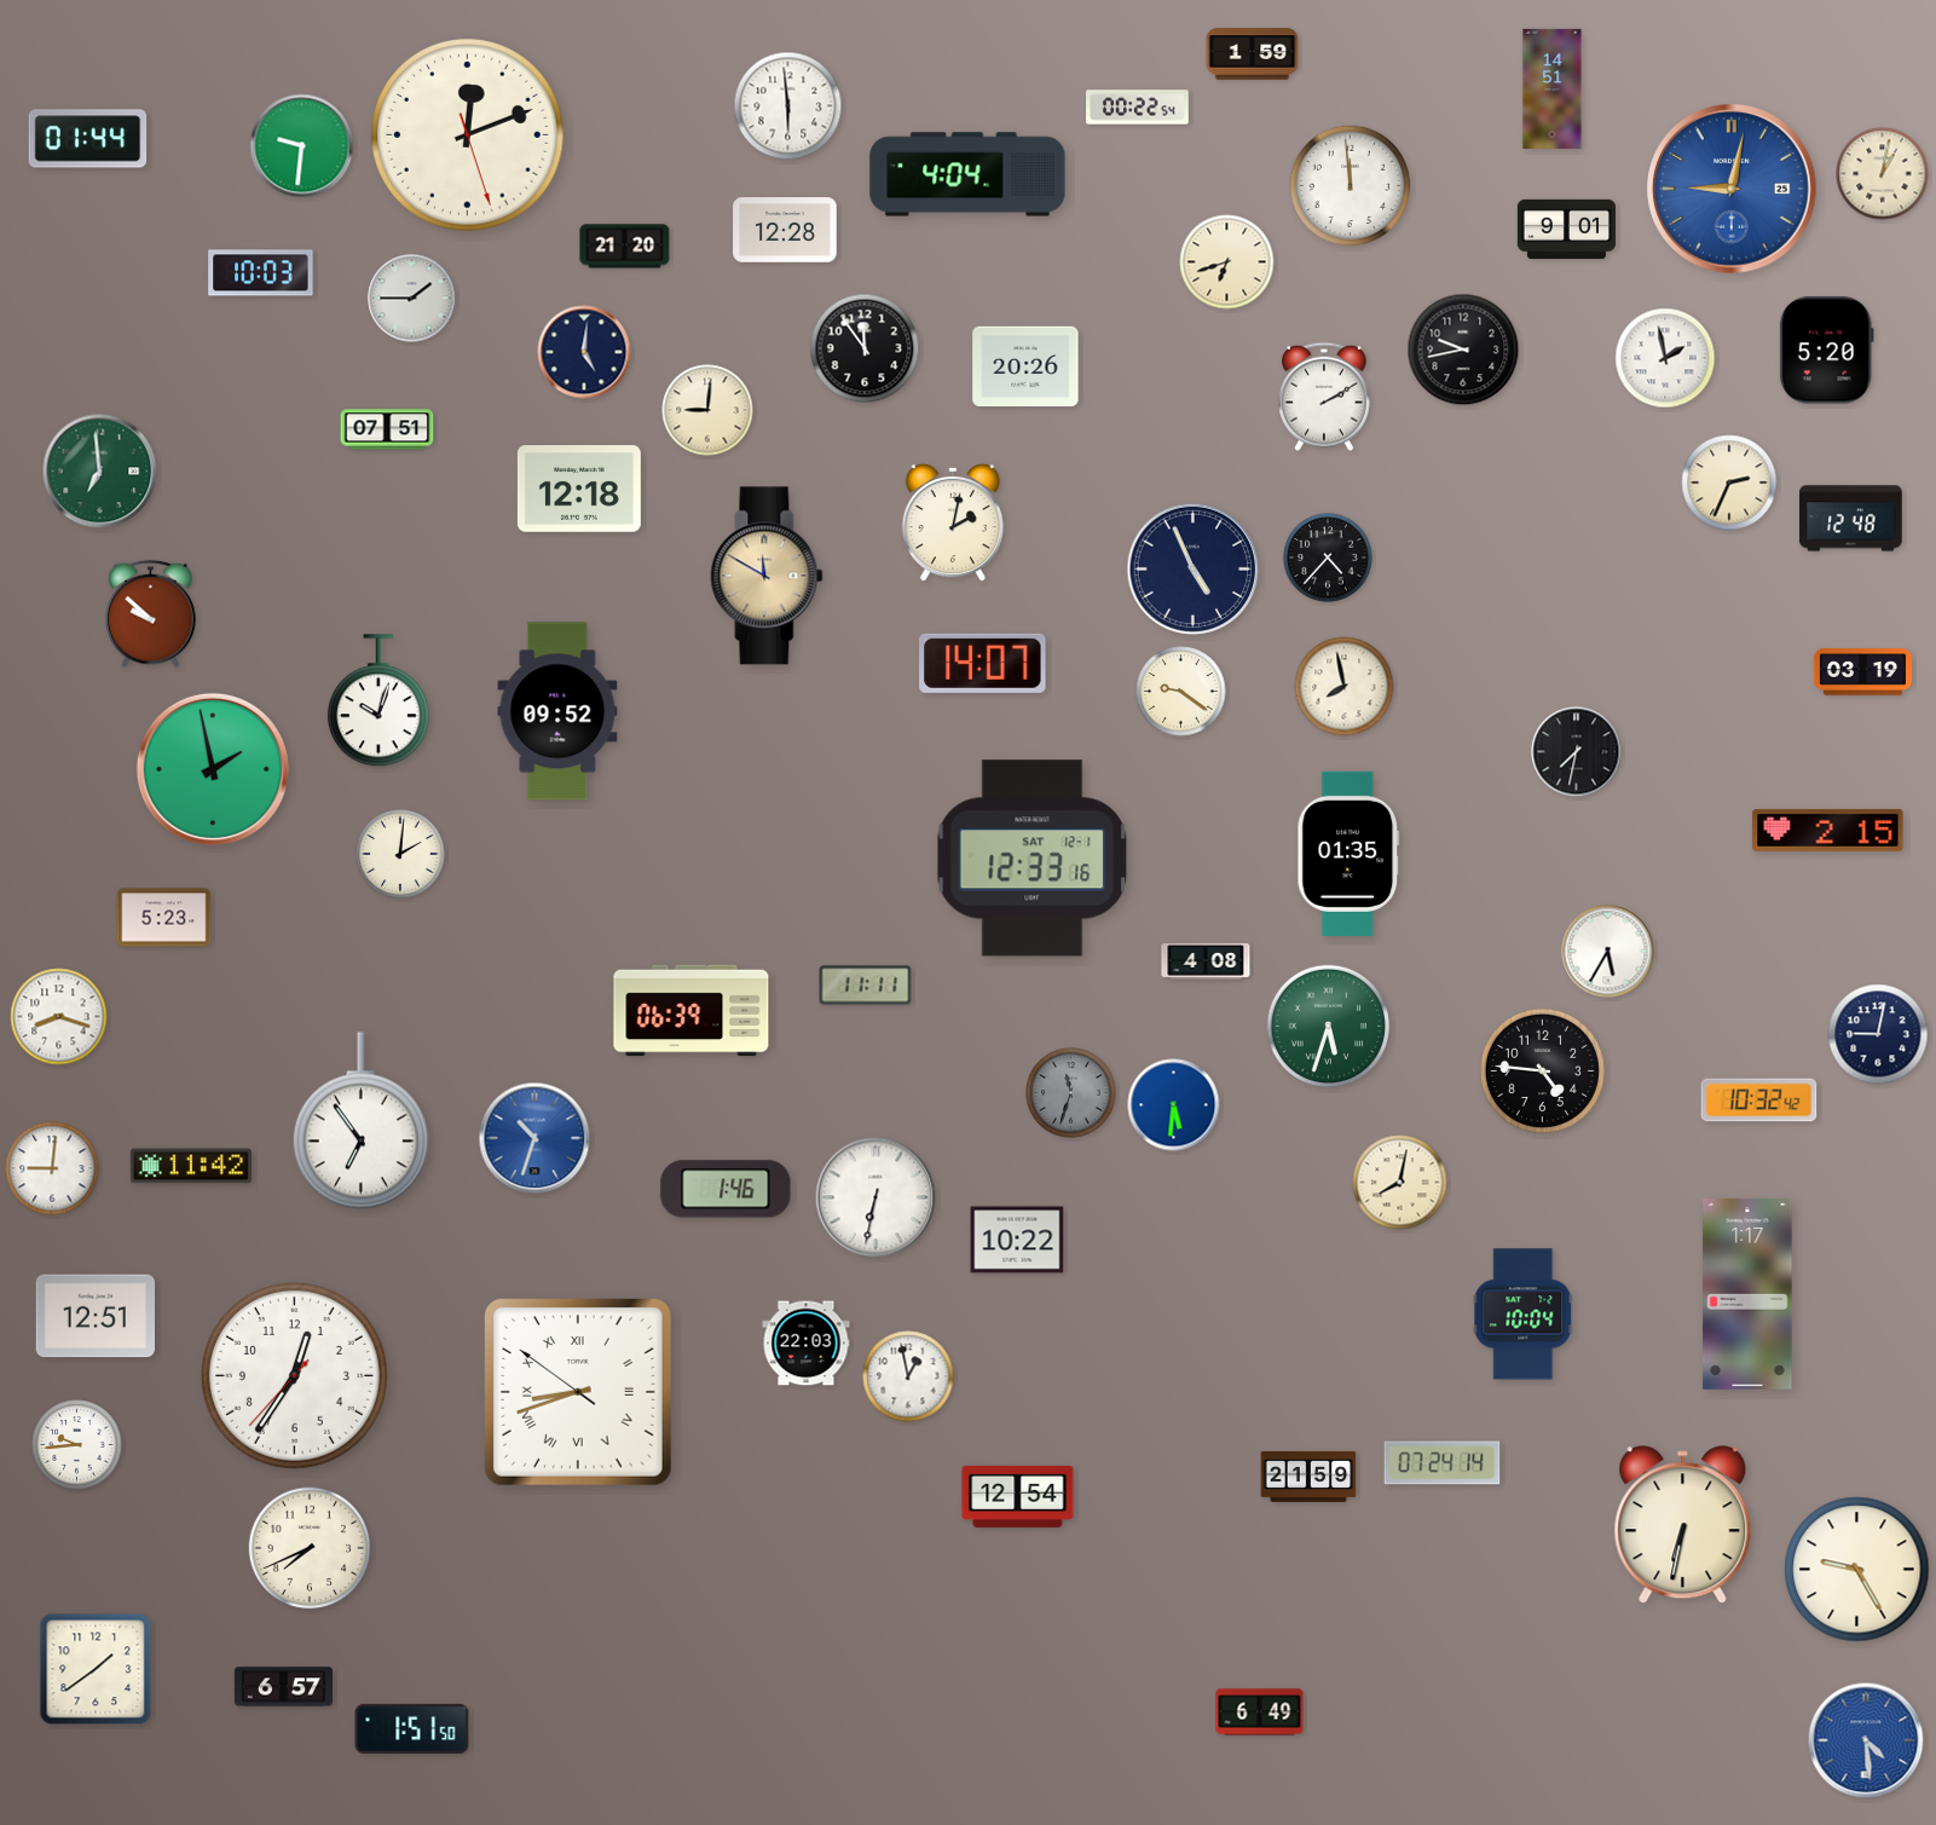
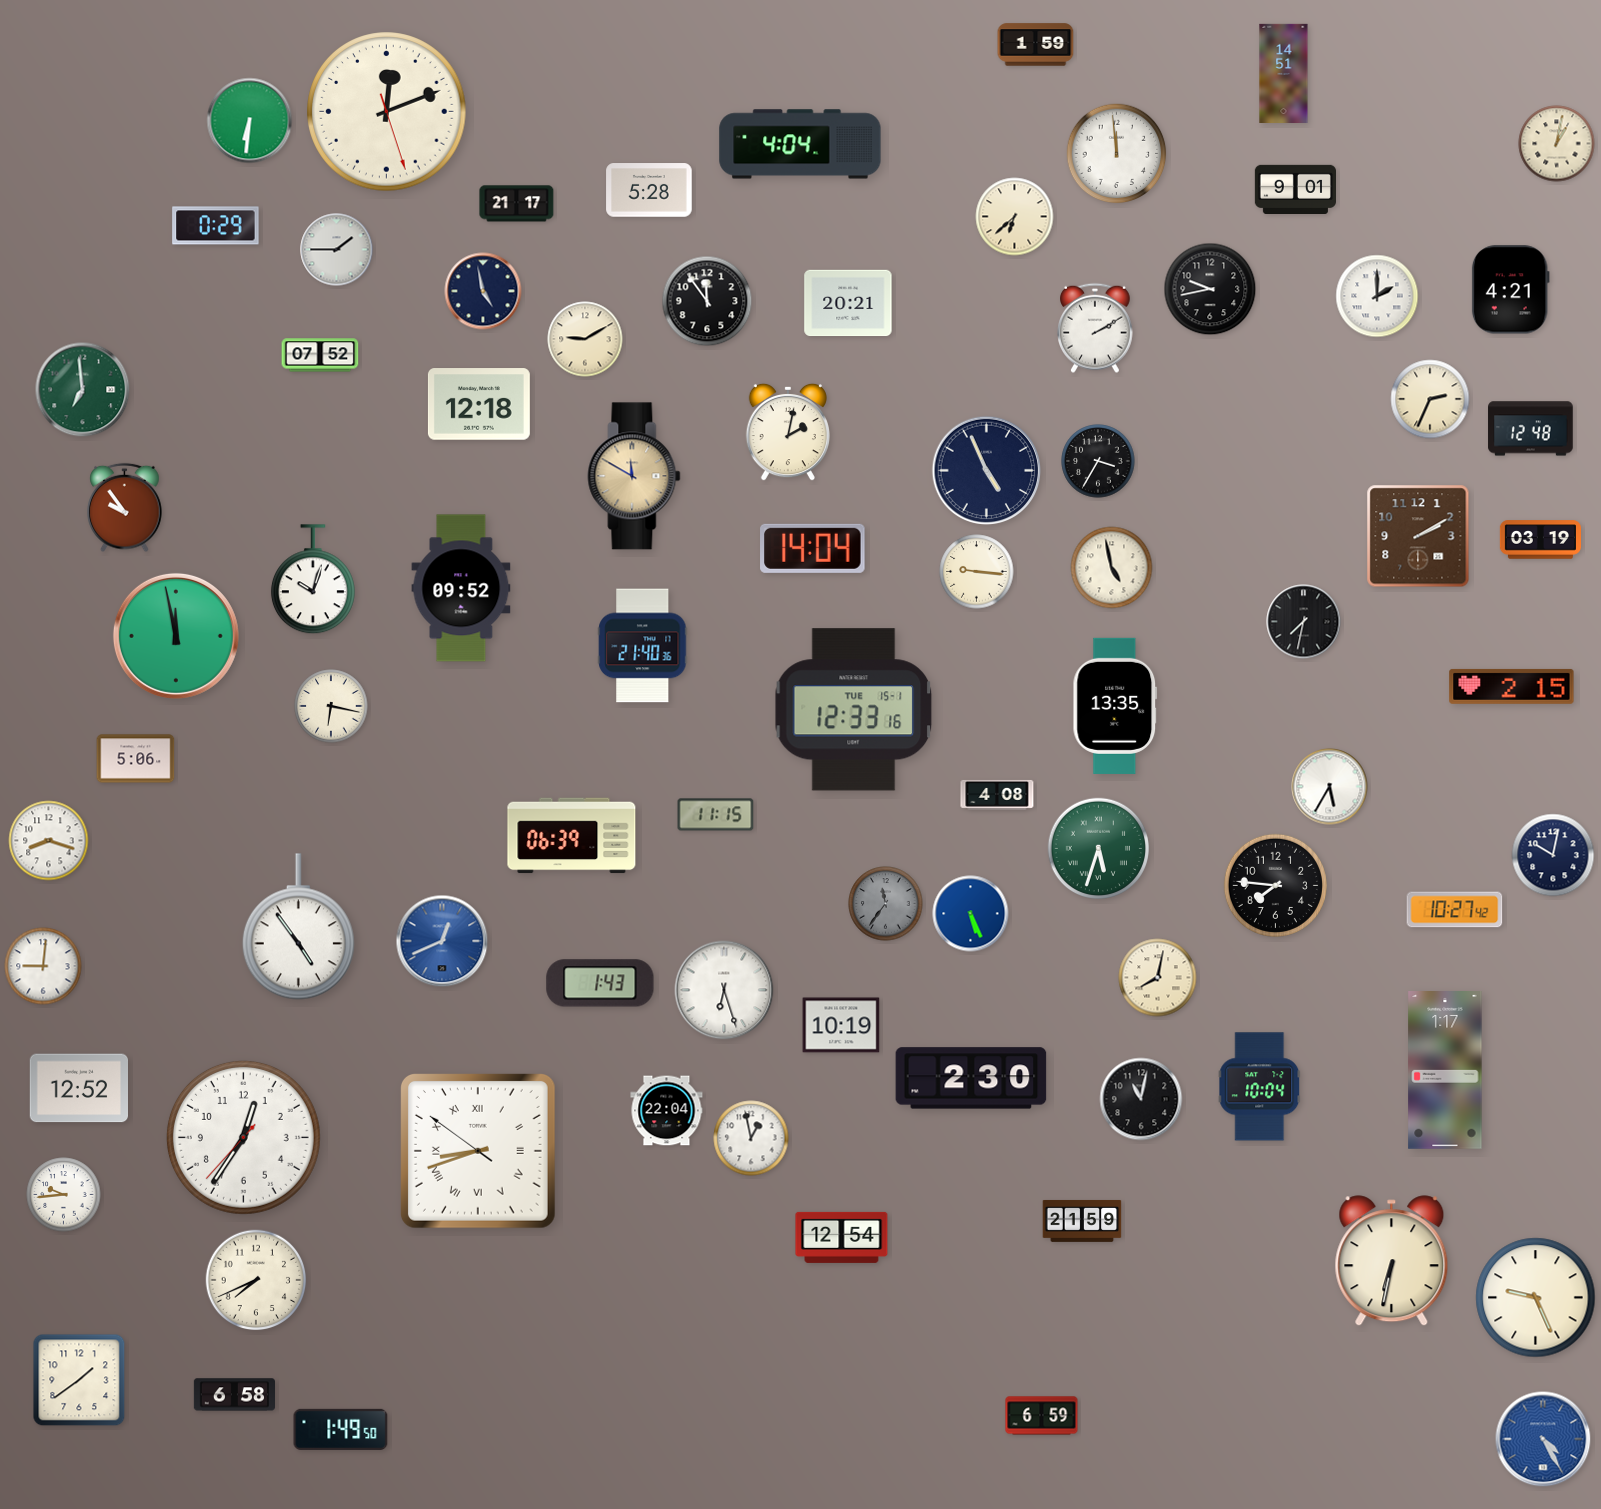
clock at (788, 106): 5:59 -> none
clock at (1138, 108): 00:22 -> none
clock at (88, 139): 01:44 -> none
clock at (302, 146): 9:31 -> 6:31
clock at (1732, 189): 9:02 -> none
clock at (785, 230): 12:28 -> 5:28
clock at (625, 247): 21:20 -> 21:17
clock at (1227, 262): 6:42 -> 6:38
clock at (261, 273): 10:03 -> 0:29
clock at (412, 299) position: (412, 299) -> (337, 250)
clock at (865, 348) position: (865, 348) -> (707, 301)
clock at (1826, 351): 5:20 -> 4:21
clock at (584, 352): 5:01 -> 4:58
clock at (1665, 358): 1:58 -> 2:00
clock at (1025, 366): 20:26 -> 20:21
clock at (707, 410): 9:01 -> 9:10
clock at (387, 429): 07:51 -> 07:52
clock at (1328, 558): 4:37 -> 3:35
clock at (151, 614): 9:52 -> 9:54
clock at (1418, 536): none -> 2:10
clock at (983, 663): 14:07 -> 14:04
clock at (1862, 672) position: (1862, 672) -> (1540, 540)
clock at (1345, 687): 7:58 -> 4:58
clock at (1181, 692): 9:21 -> 9:16
clock at (213, 769): 1:58 -> 11:58
clock at (643, 646): none -> 21:40
clock at (400, 854): 2:01 -> 6:17
clock at (1348, 854): 01:35 -> 13:35
clock at (1033, 859) date: SAT 12-1 -> TUE 15-1
clock at (164, 918): 5:23 -> 5:06
clock at (866, 986): 11:11 -> 11:15
clock at (1878, 1034): 9:02 -> 10:02
clock at (1542, 1070): 4:46 -> 7:46
clock at (1071, 1093): 11:33 -> 11:36
clock at (1759, 1101): 10:32 -> 10:27
clock at (1174, 1105): 5:31 -> 5:26
clock at (360, 1121): 6:54 -> 4:54
clock at (534, 1138): 10:33 -> 12:41
clock at (191, 1166): 11:42 -> none
clock at (726, 1189): 1:46 -> 1:43
clock at (875, 1197): 6:32 -> 6:27
clock at (1017, 1240): 10:22 -> 10:19
clock at (971, 1078): none -> 2:30
clock at (94, 1316): 12:51 -> 12:52
clock at (1141, 1099): none -> 11:02
clock at (807, 1344): 22:03 -> 22:04
clock at (1443, 1463): 07:24 -> none
clock at (1857, 1570): 9:25 -> 9:26
clock at (283, 1687): 6:57 -> 6:58
clock at (1260, 1713): 6:49 -> 6:59
clock at (412, 1728): 1:51 -> 1:49
clock at (1866, 1740): 4:29 -> 4:25
